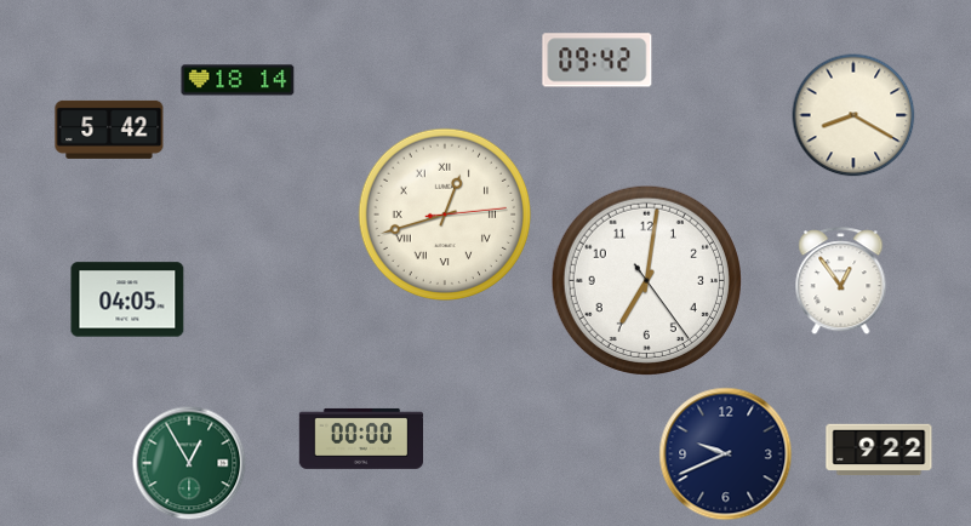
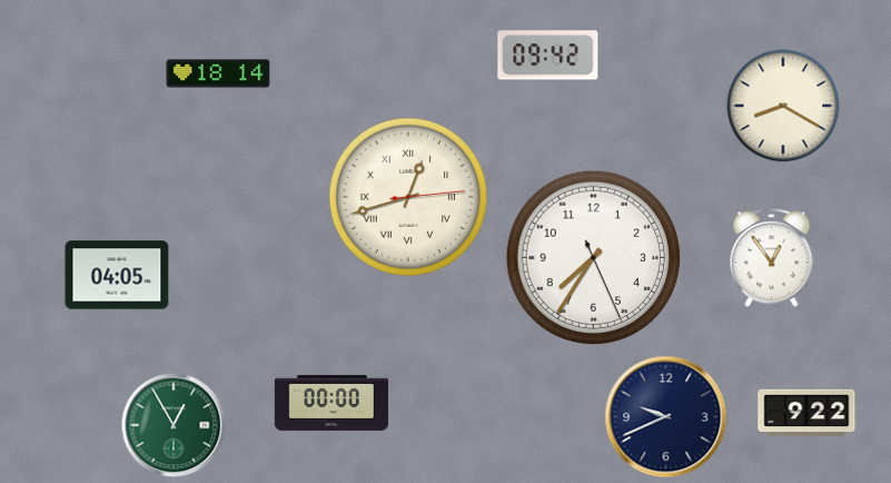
clock at (109, 130): 5:42 -> none
clock at (646, 280): 7:01 -> 7:35
